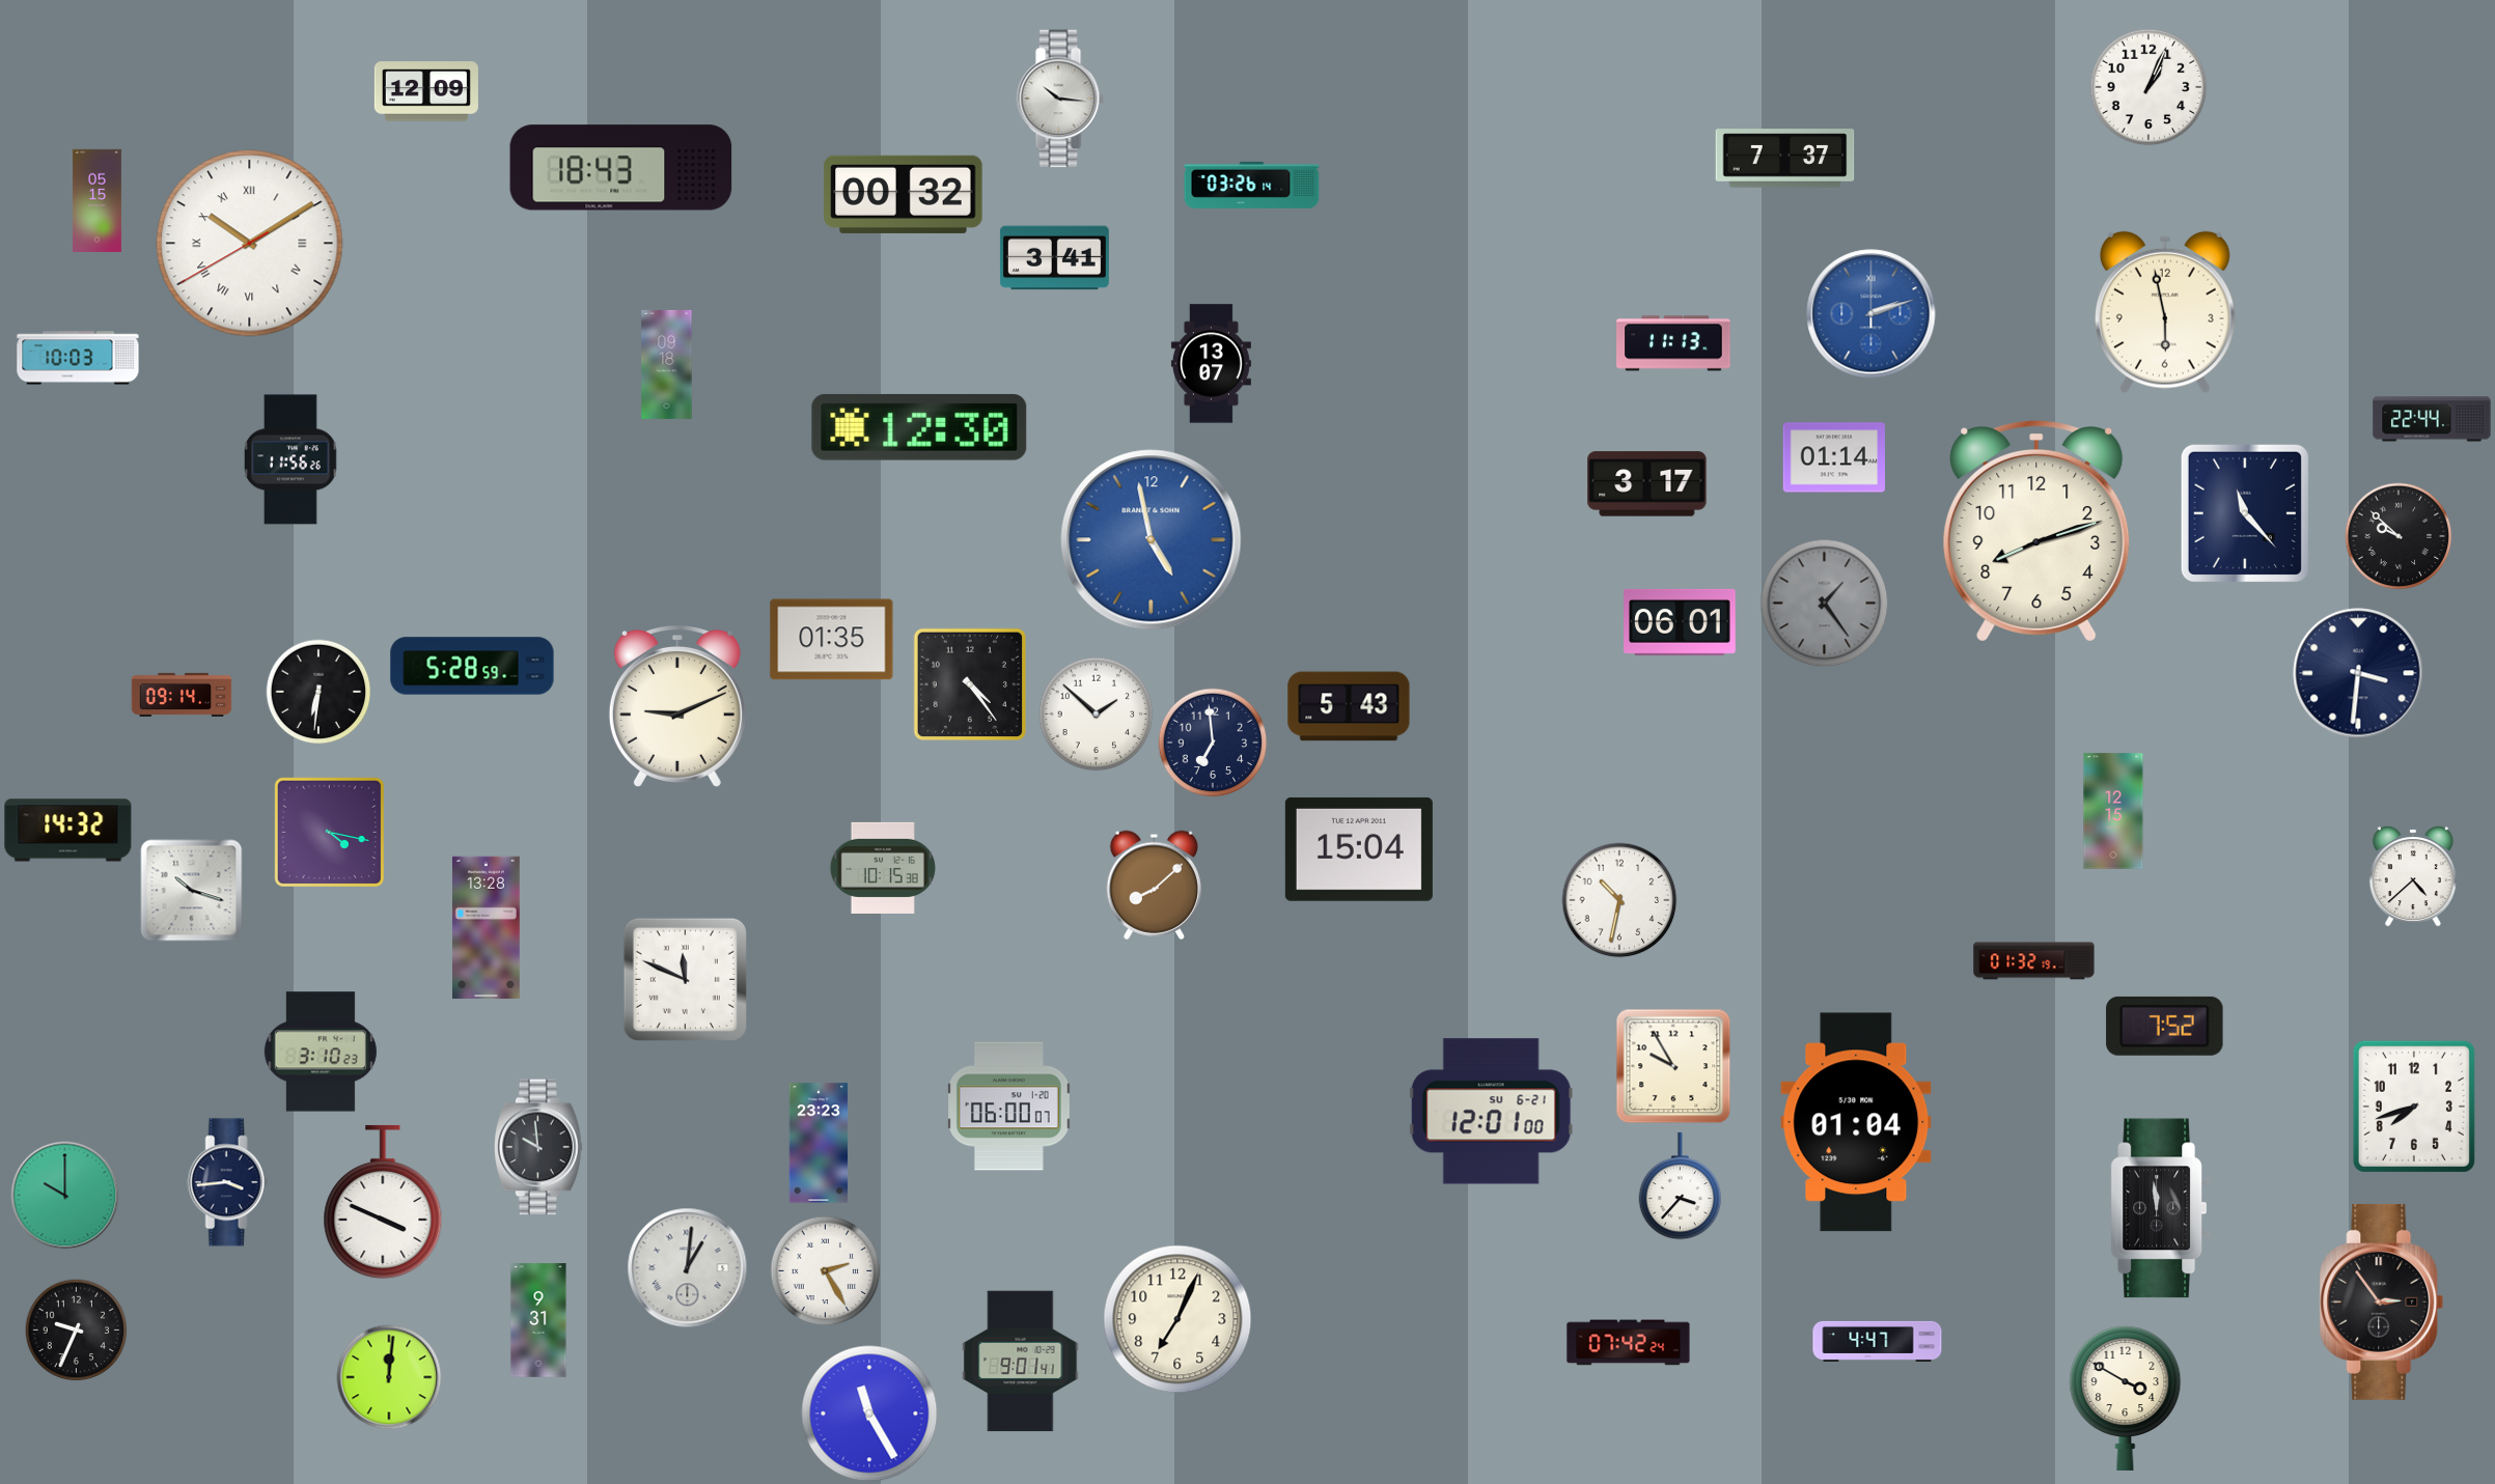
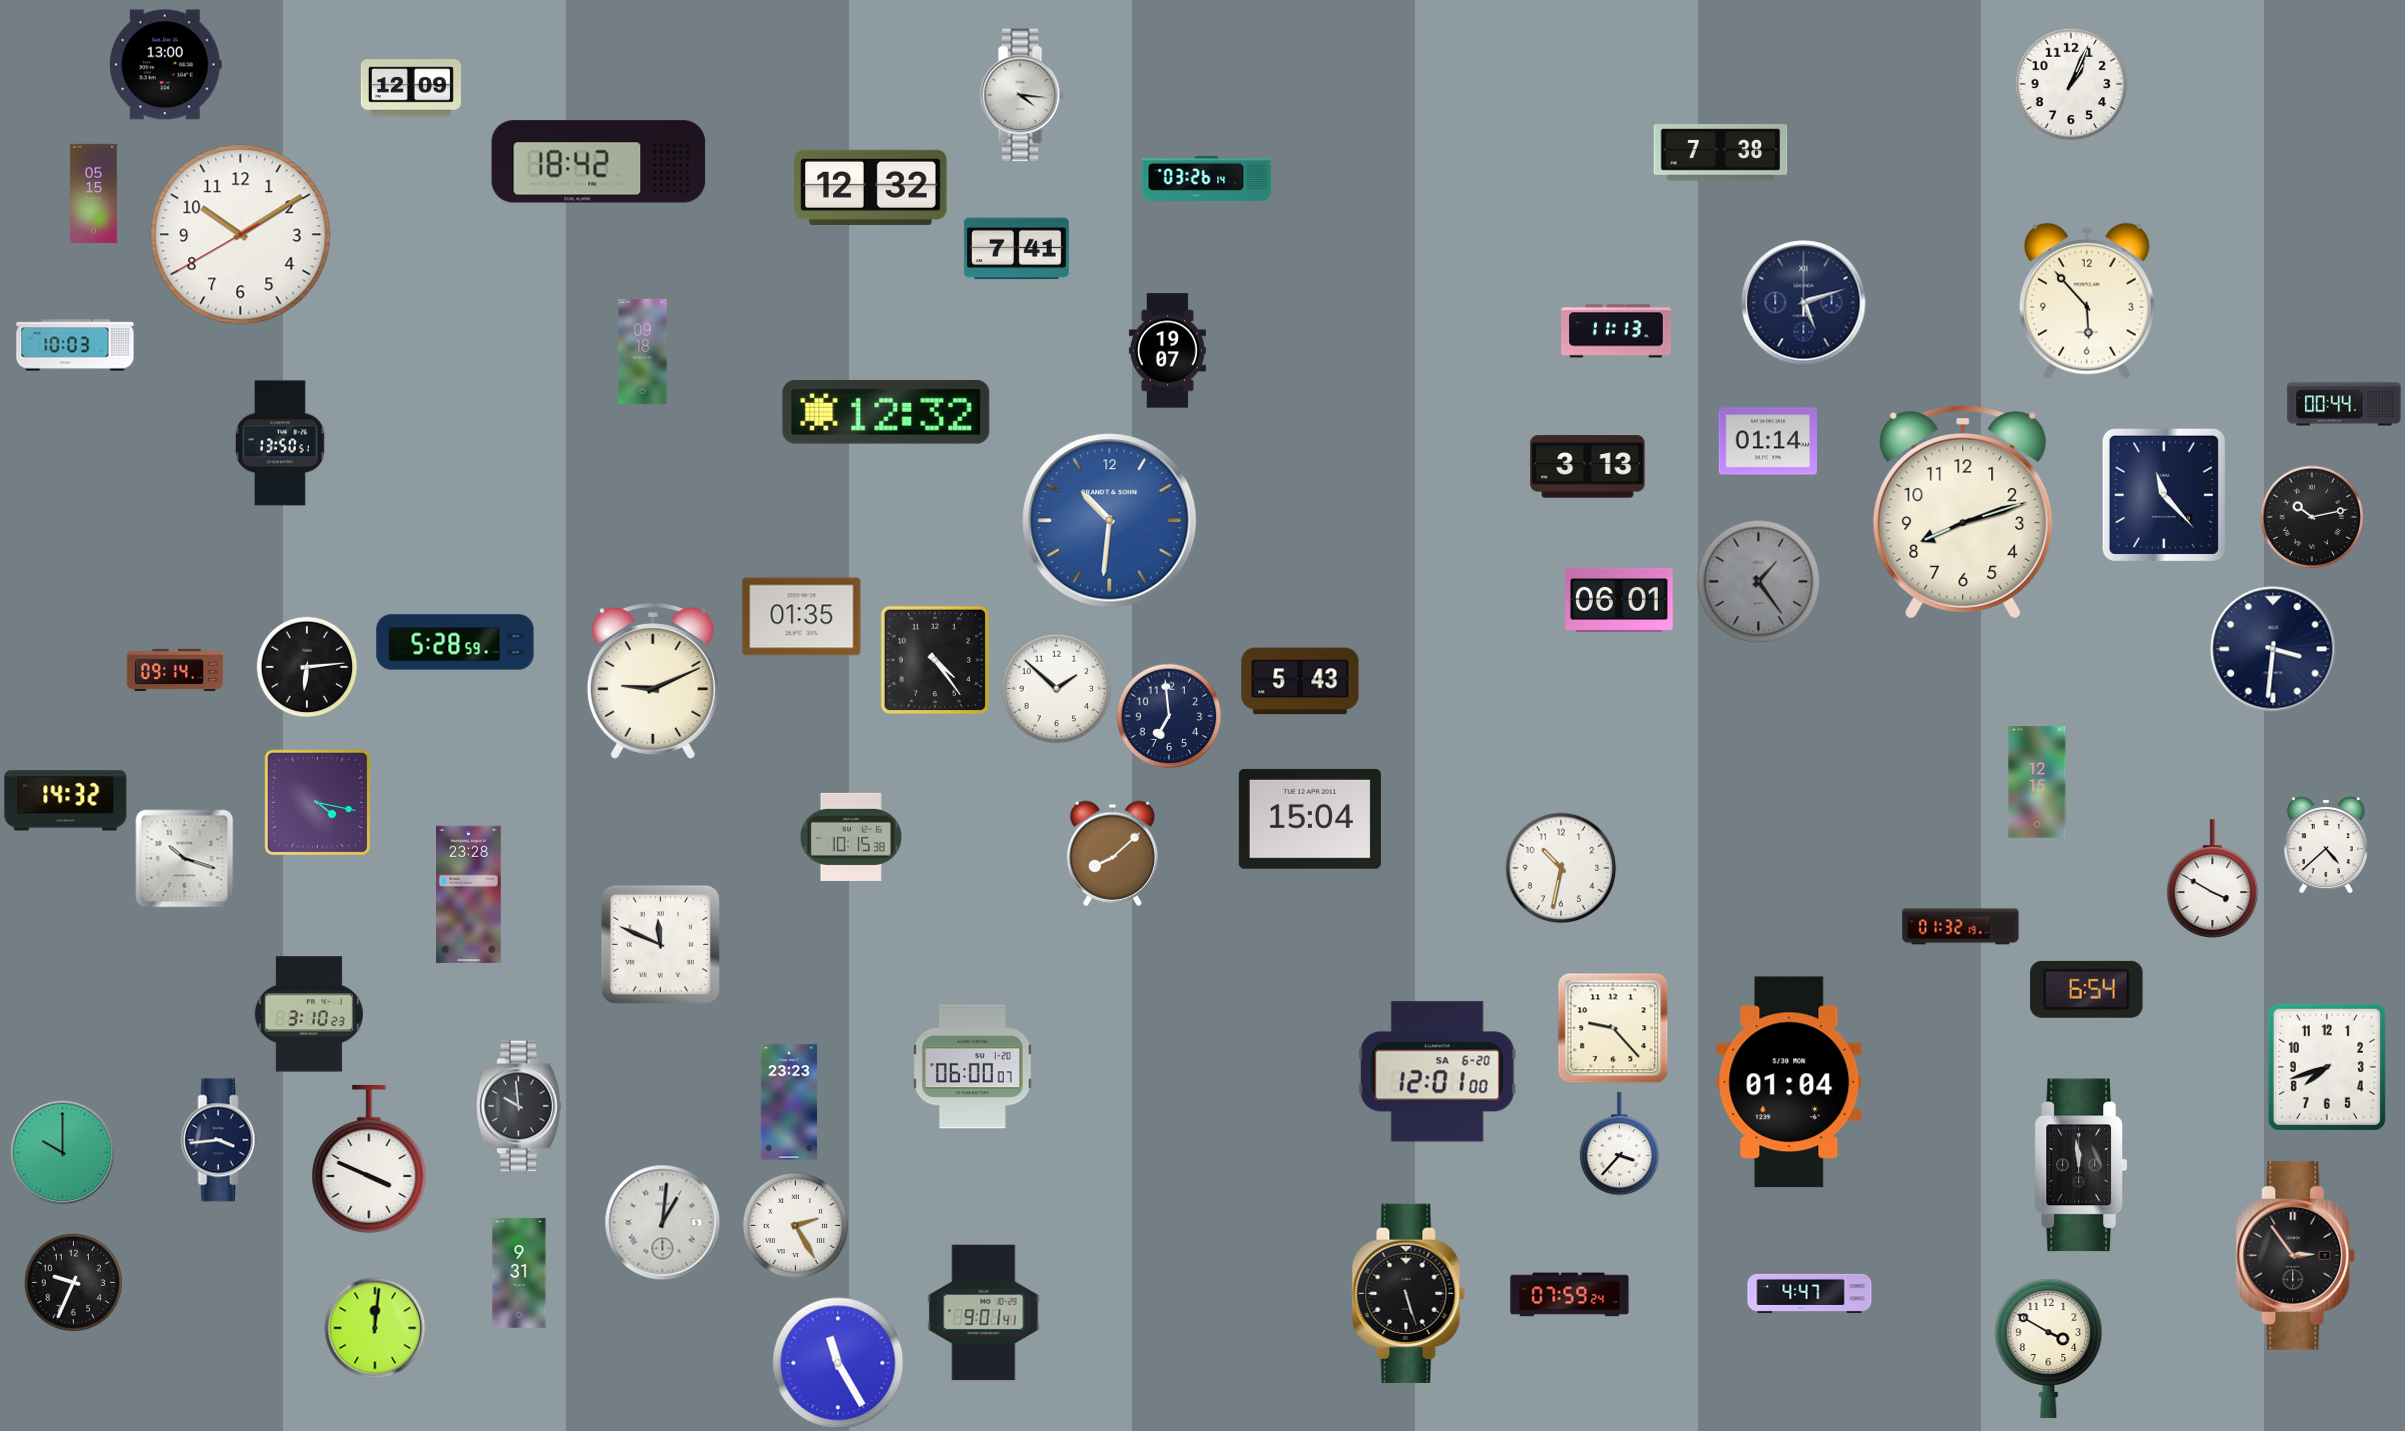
clock at (165, 65): none -> 13:00
clock at (1060, 99): 10:16 -> 4:16
clock at (1785, 159): 7:37 -> 7:38
clock at (621, 168): 18:43 -> 18:42
clock at (904, 194): 00:32 -> 12:32
clock at (250, 244) numerals: Roman -> Arabic
clock at (1054, 258): 3:41 -> 7:41
clock at (2165, 312): 5:58 -> 5:53
clock at (1872, 314): 2:12 -> 5:12
clock at (1872, 314) dial: blue -> navy
clock at (1673, 343) position: (1673, 343) -> (1616, 331)
clock at (1211, 364): 13:07 -> 19:07
clock at (2432, 419): 22:44 -> 00:44
clock at (919, 427): 12:30 -> 12:32
clock at (292, 459): 11:56 -> 13:50
clock at (1647, 484): 3:17 -> 3:13
clock at (2399, 536): 9:52 -> 10:13
clock at (1152, 540): 4:58 -> 10:31
clock at (318, 692): 6:31 -> 6:14
clock at (2213, 879): none -> 3:50
clock at (487, 928): 13:28 -> 23:28
clock at (2165, 1026): 7:52 -> 6:54
clock at (1673, 1066): 9:55 -> 9:23
clock at (1491, 1112) date: SU 6-21 -> SA 6-20
clock at (1177, 1319): 7:04 -> none
clock at (1409, 1293): none -> 5:27
clock at (1629, 1343): 07:42 -> 07:59
